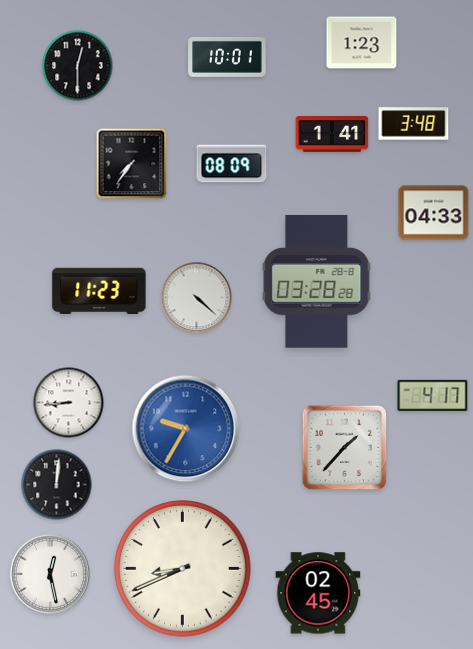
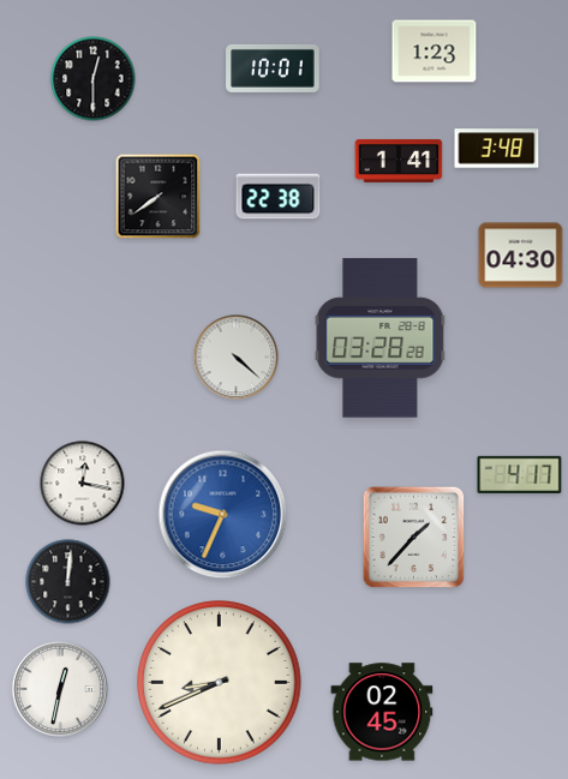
clock at (132, 164): 7:36 -> 7:39
clock at (232, 164): 08:09 -> 22:38
clock at (434, 213): 04:33 -> 04:30
clock at (99, 291): 11:23 -> none
clock at (69, 403): 8:44 -> 12:17
clock at (186, 429): 9:35 -> 9:34
clock at (49, 573): 12:28 -> 12:32
